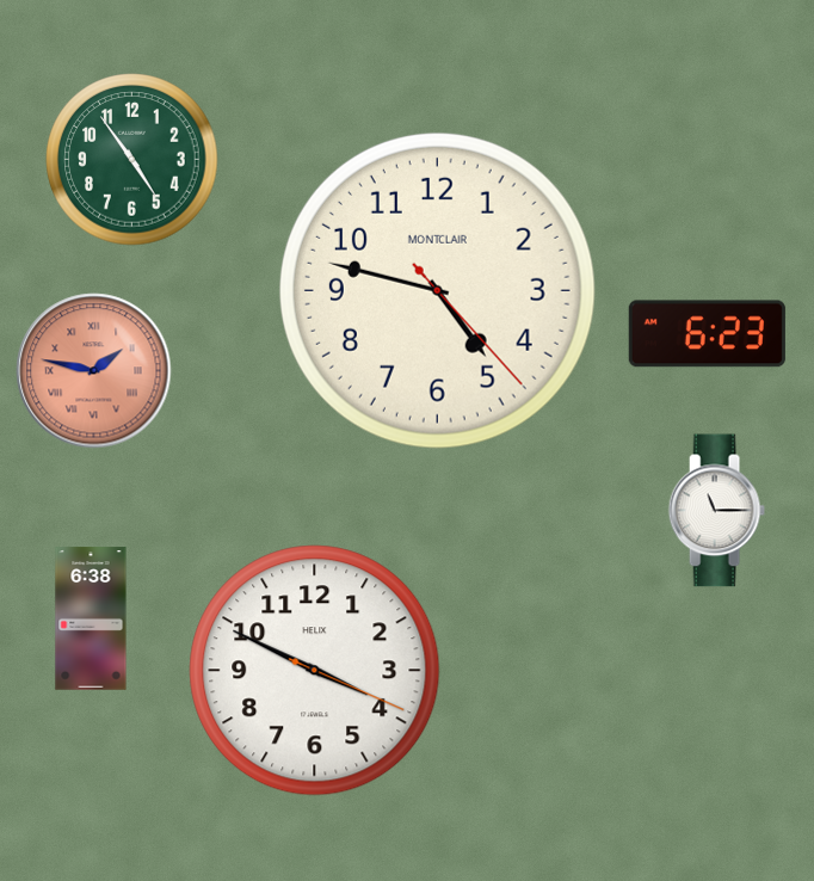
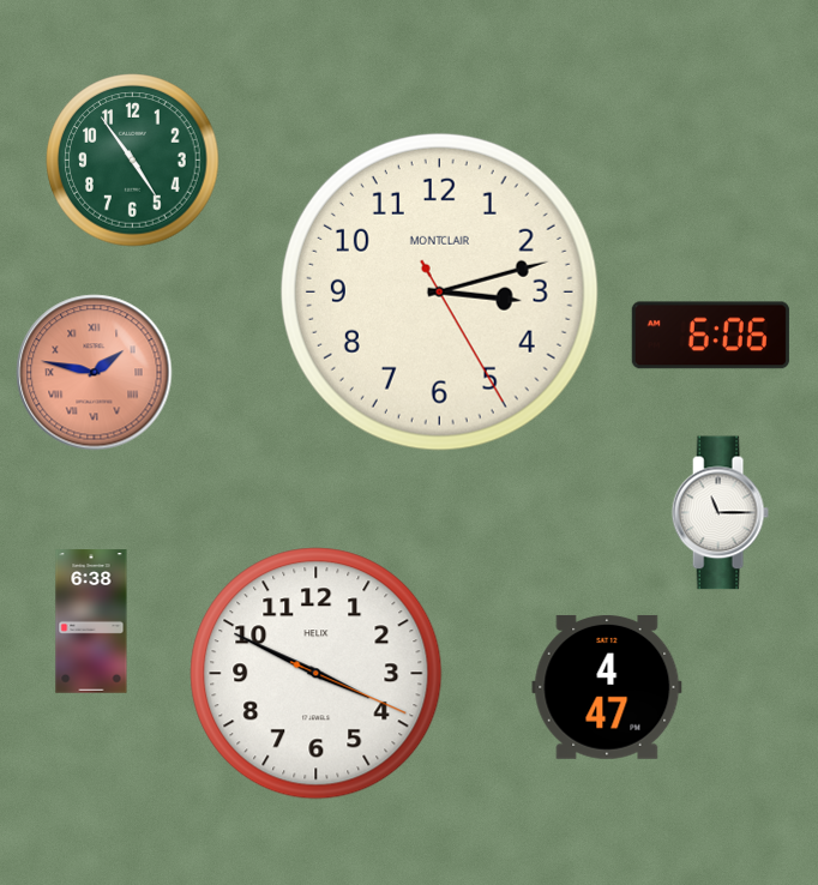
clock at (437, 290): 4:47 -> 3:12
clock at (707, 334): 6:23 -> 6:06
clock at (607, 687): none -> 4:47
